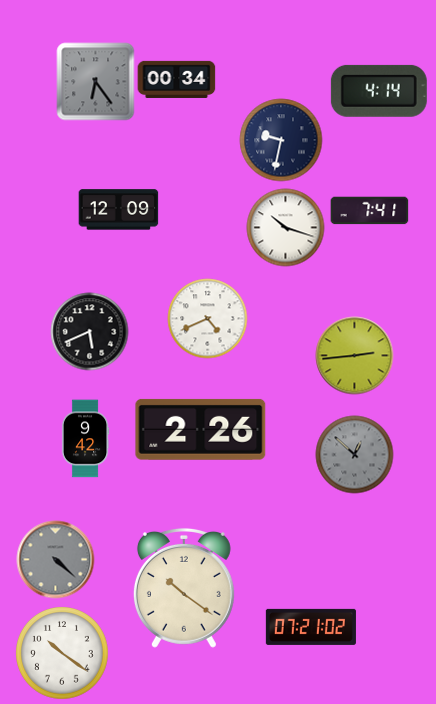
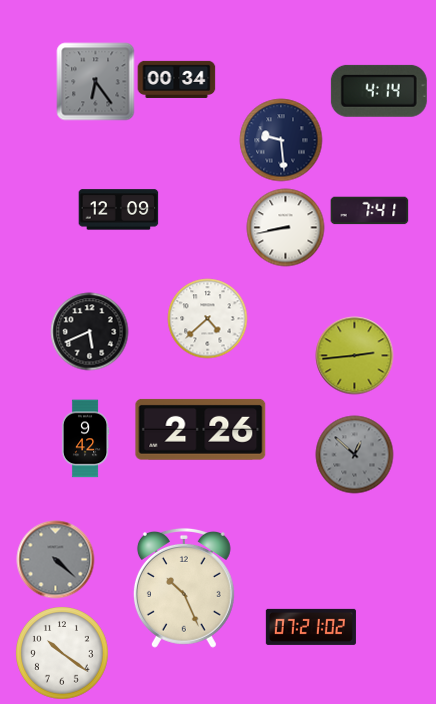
clock at (281, 140): 9:32 -> 9:29
clock at (285, 227): 10:18 -> 8:43
clock at (207, 318): 4:41 -> 4:38
clock at (184, 588): 10:21 -> 10:26
